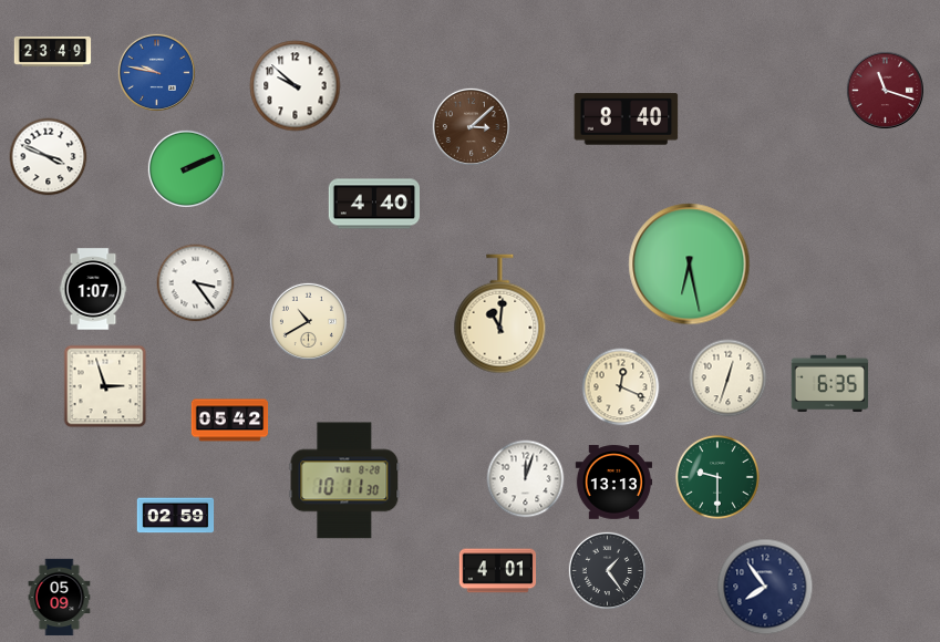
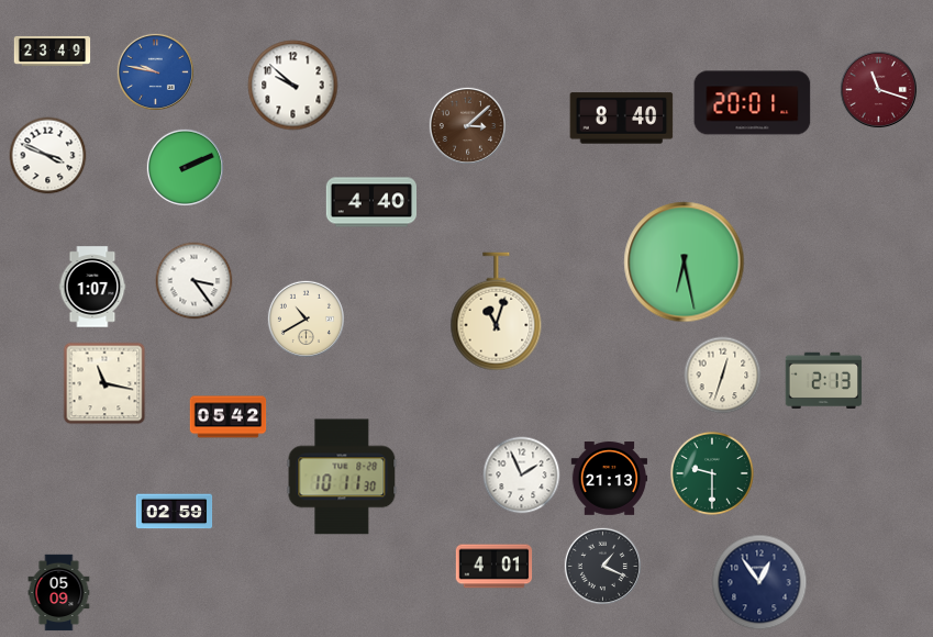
clock at (753, 103): none -> 20:01
clock at (500, 314): 11:01 -> 11:03
clock at (830, 384): 6:35 -> 2:13
clock at (105, 386): 2:57 -> 11:17
clock at (621, 387): 12:19 -> none
clock at (526, 479): 12:03 -> 1:56
clock at (614, 483): 13:13 -> 21:13
clock at (607, 570): 1:24 -> 1:19
clock at (765, 587): 7:54 -> 12:54
